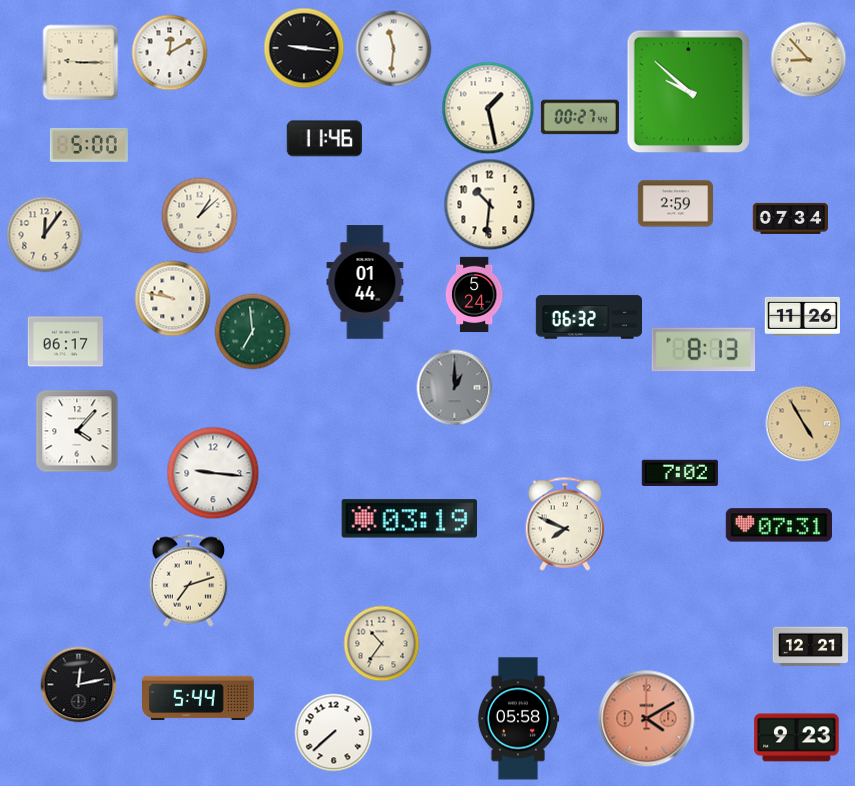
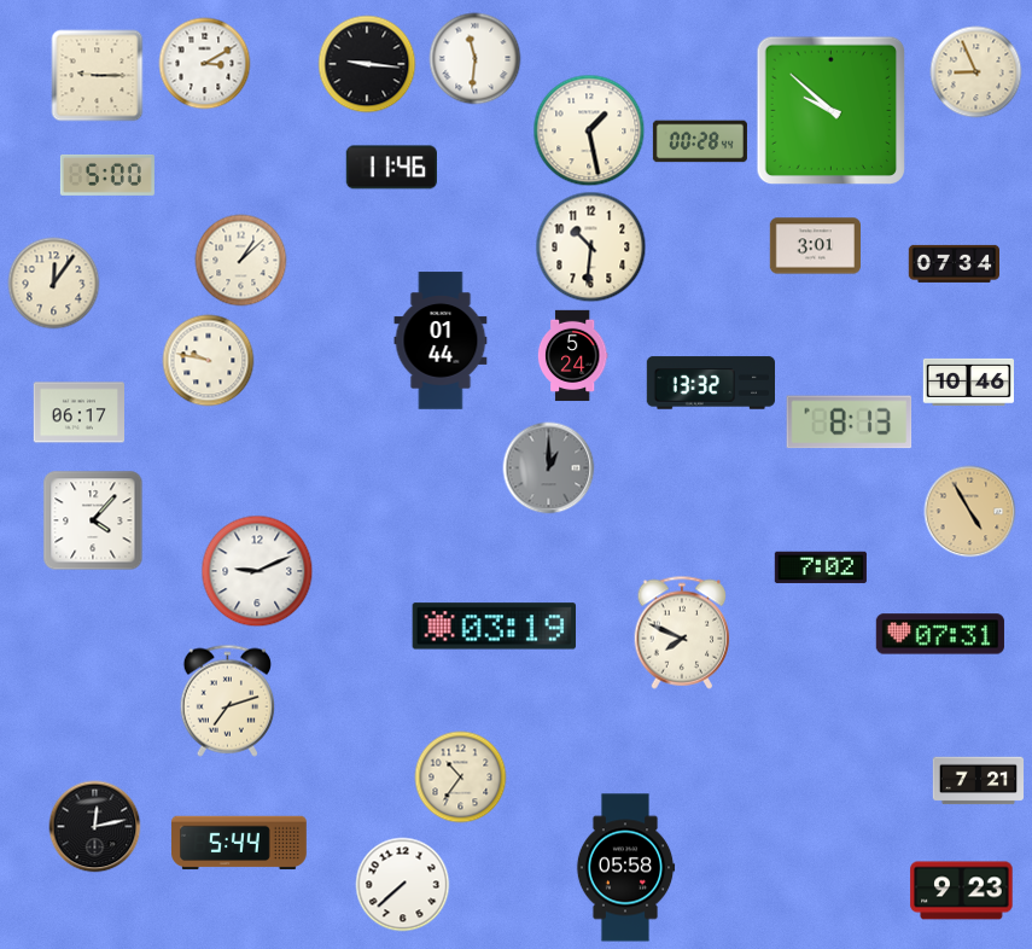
clock at (304, 48) position: (304, 48) -> (367, 64)
clock at (170, 53): 12:10 -> 3:10
clock at (809, 60): 8:53 -> 8:56
clock at (580, 117): 00:27 -> 00:28
clock at (675, 204): 2:59 -> 3:01
clock at (802, 316): 11:26 -> 10:46
clock at (588, 317): 06:32 -> 13:32
clock at (253, 332): 6:59 -> none
clock at (680, 472) position: (680, 472) -> (821, 566)
clock at (213, 473): 9:16 -> 9:11
clock at (811, 647): 12:21 -> 7:21
clock at (647, 719): 4:10 -> none
